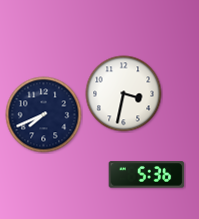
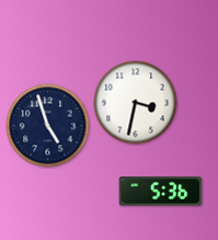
clock at (44, 115): 7:41 -> 4:57
